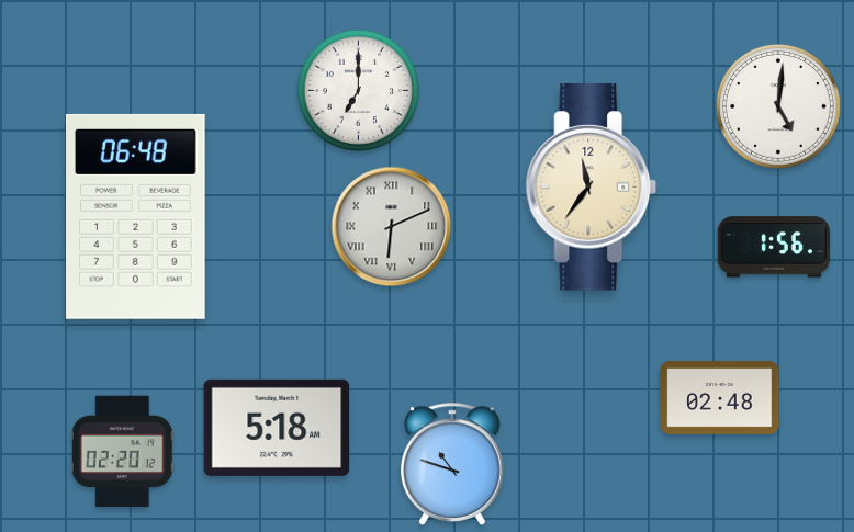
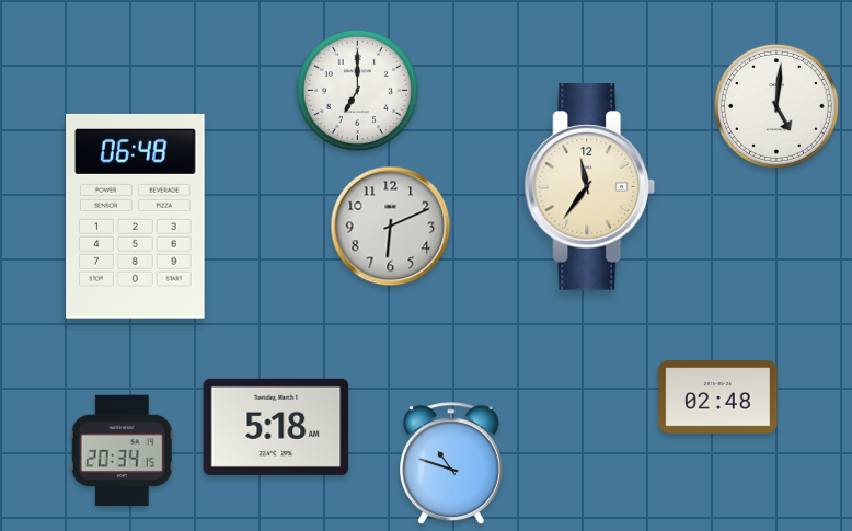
clock at (392, 227) numerals: Roman -> Arabic
clock at (773, 247): 1:56 -> none
clock at (122, 452): 02:20 -> 20:34
